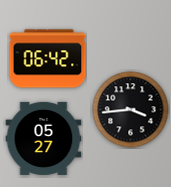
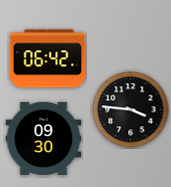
clock at (131, 110): 3:44 -> 3:46
clock at (44, 138): 05:27 -> 09:30
